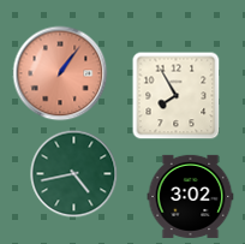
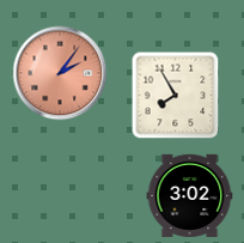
clock at (60, 73): 1:06 -> 2:06
clock at (74, 174): 4:43 -> none
